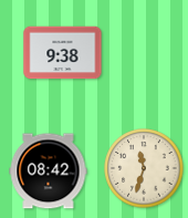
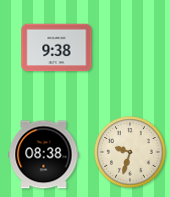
clock at (144, 168): 11:33 -> 9:33
clock at (49, 172): 08:42 -> 08:38
